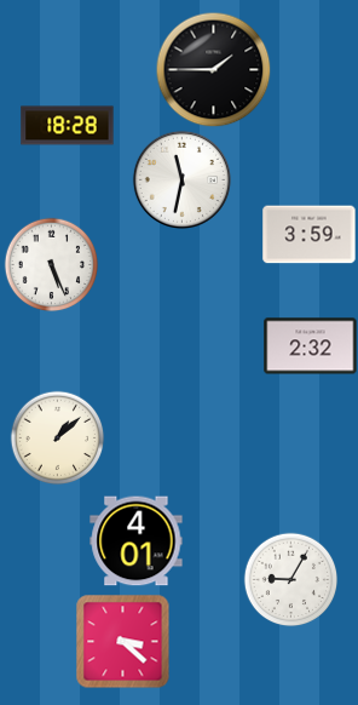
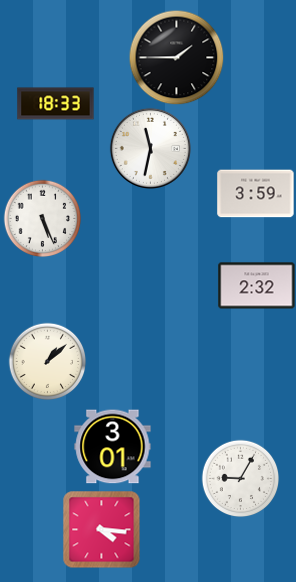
clock at (68, 126): 18:28 -> 18:33
clock at (137, 541): 4:01 -> 3:01
clock at (122, 641): 3:22 -> 4:16
